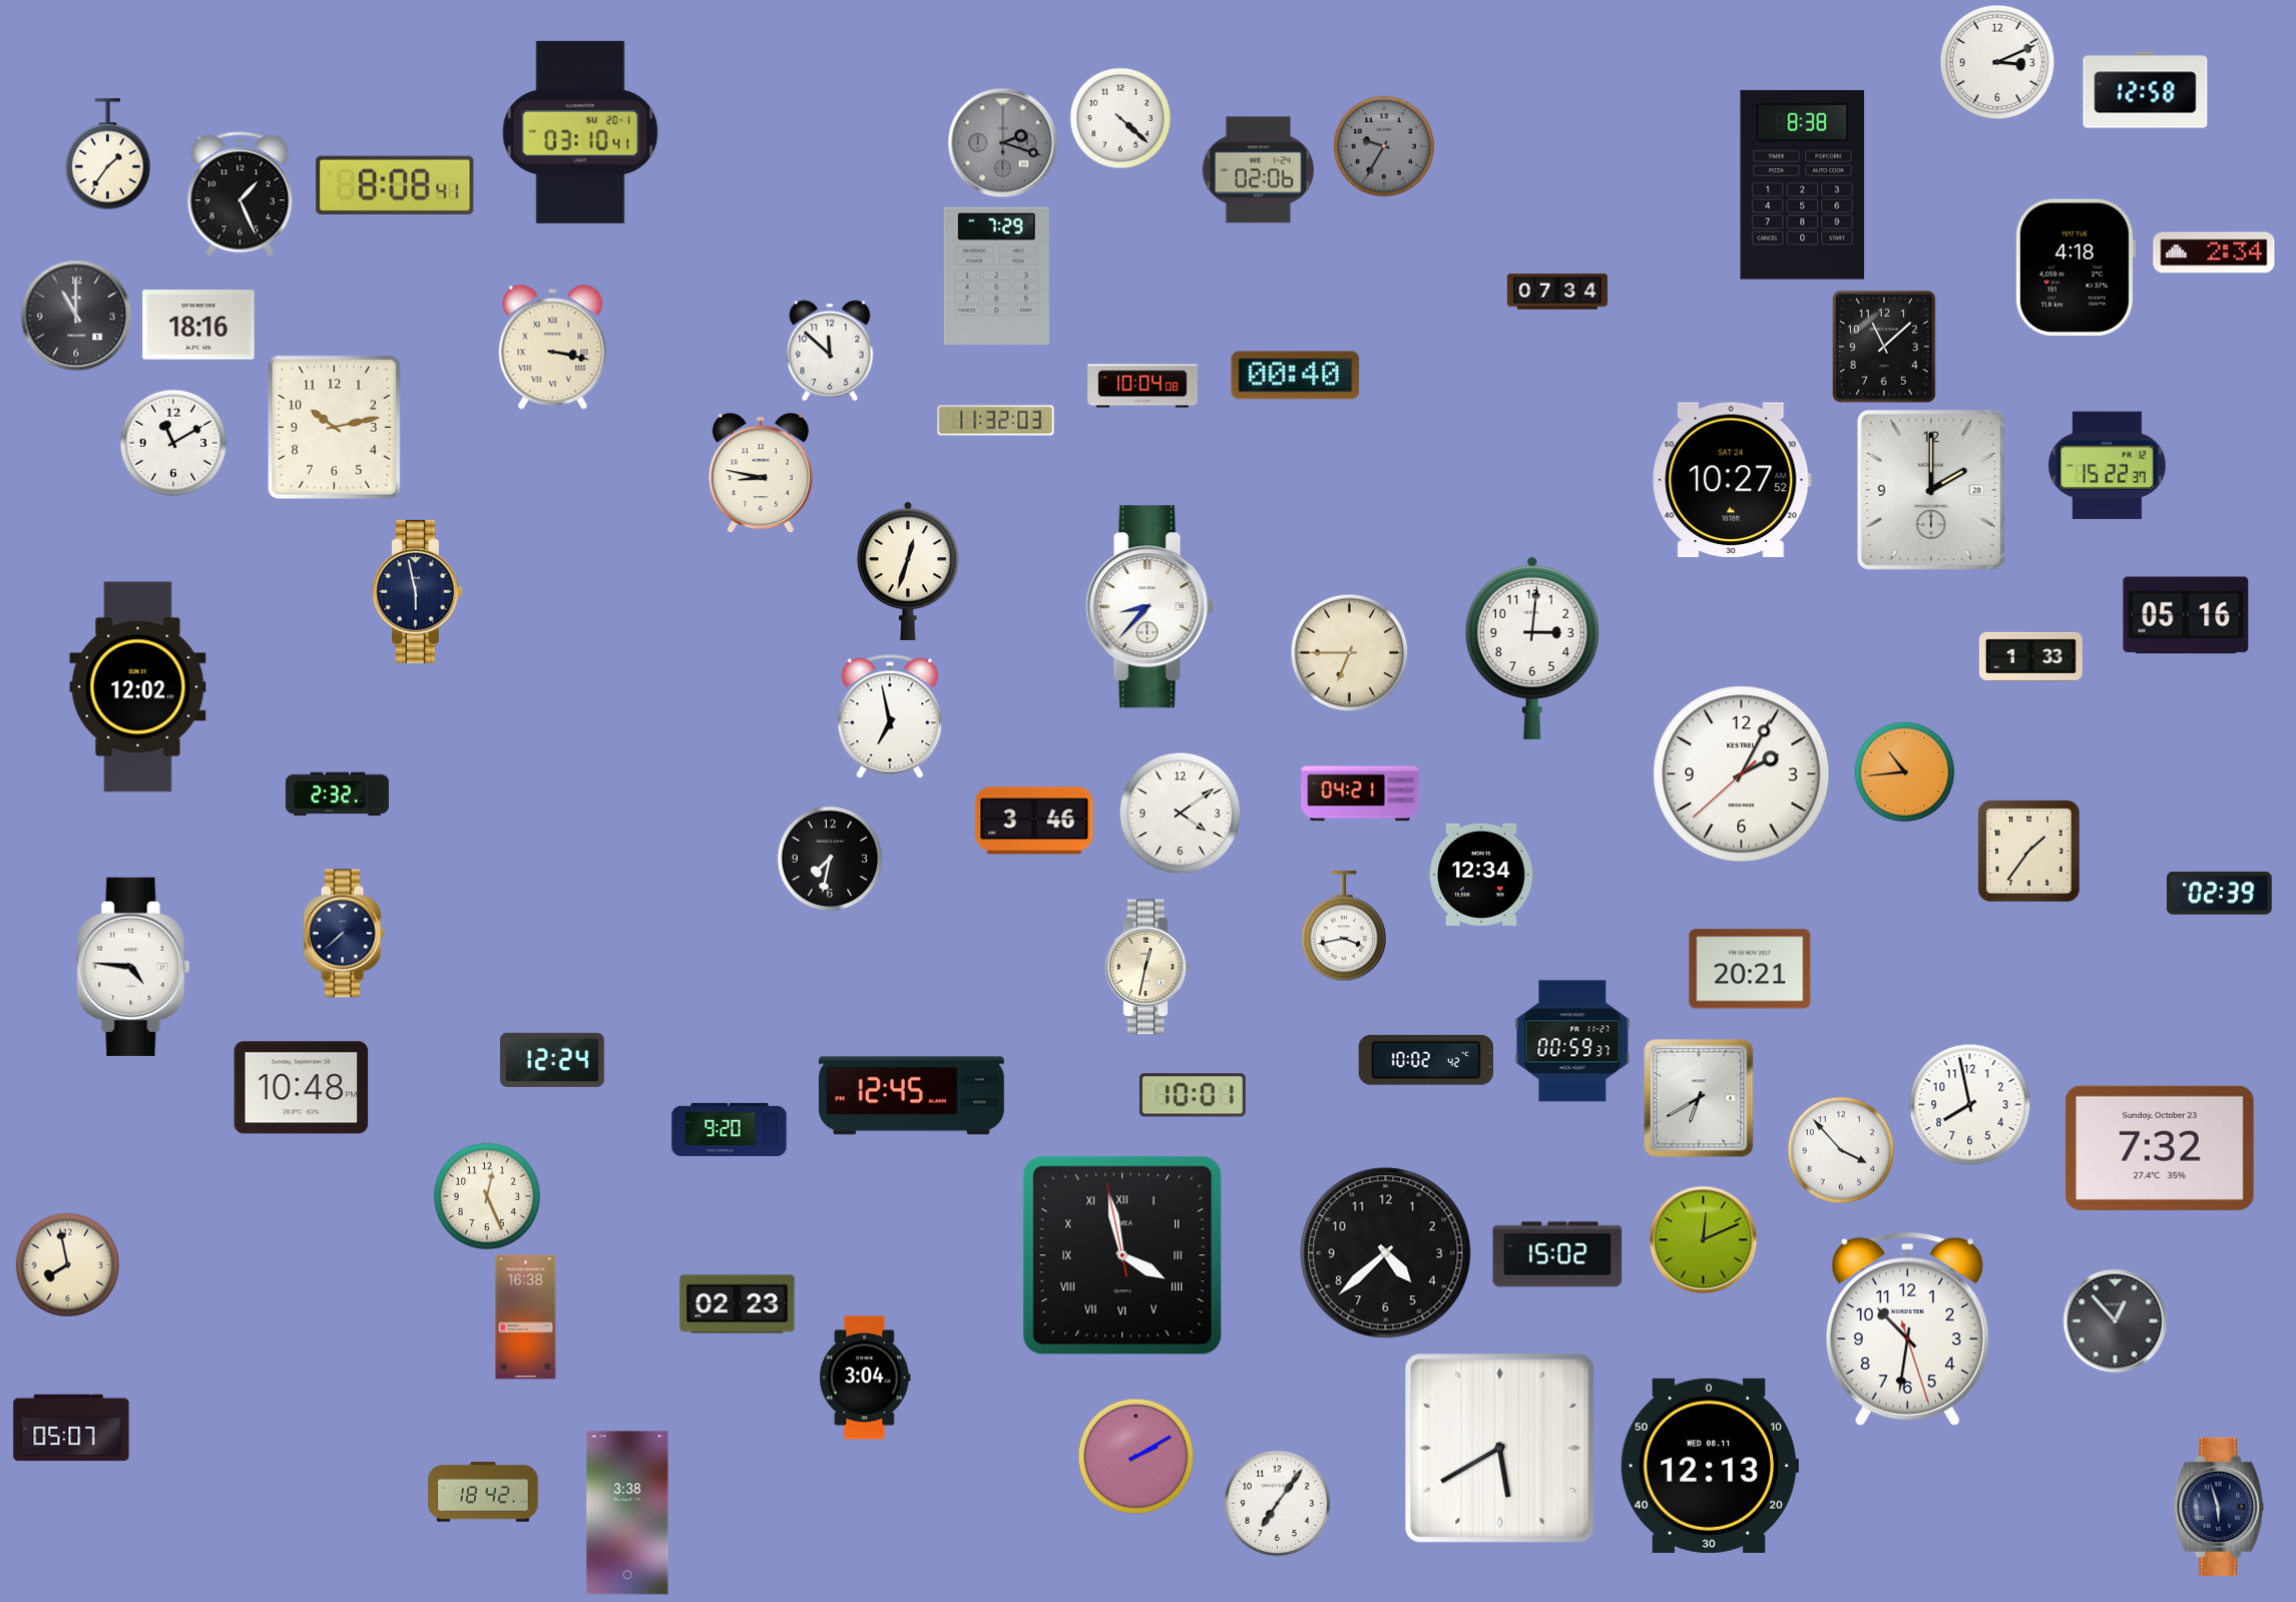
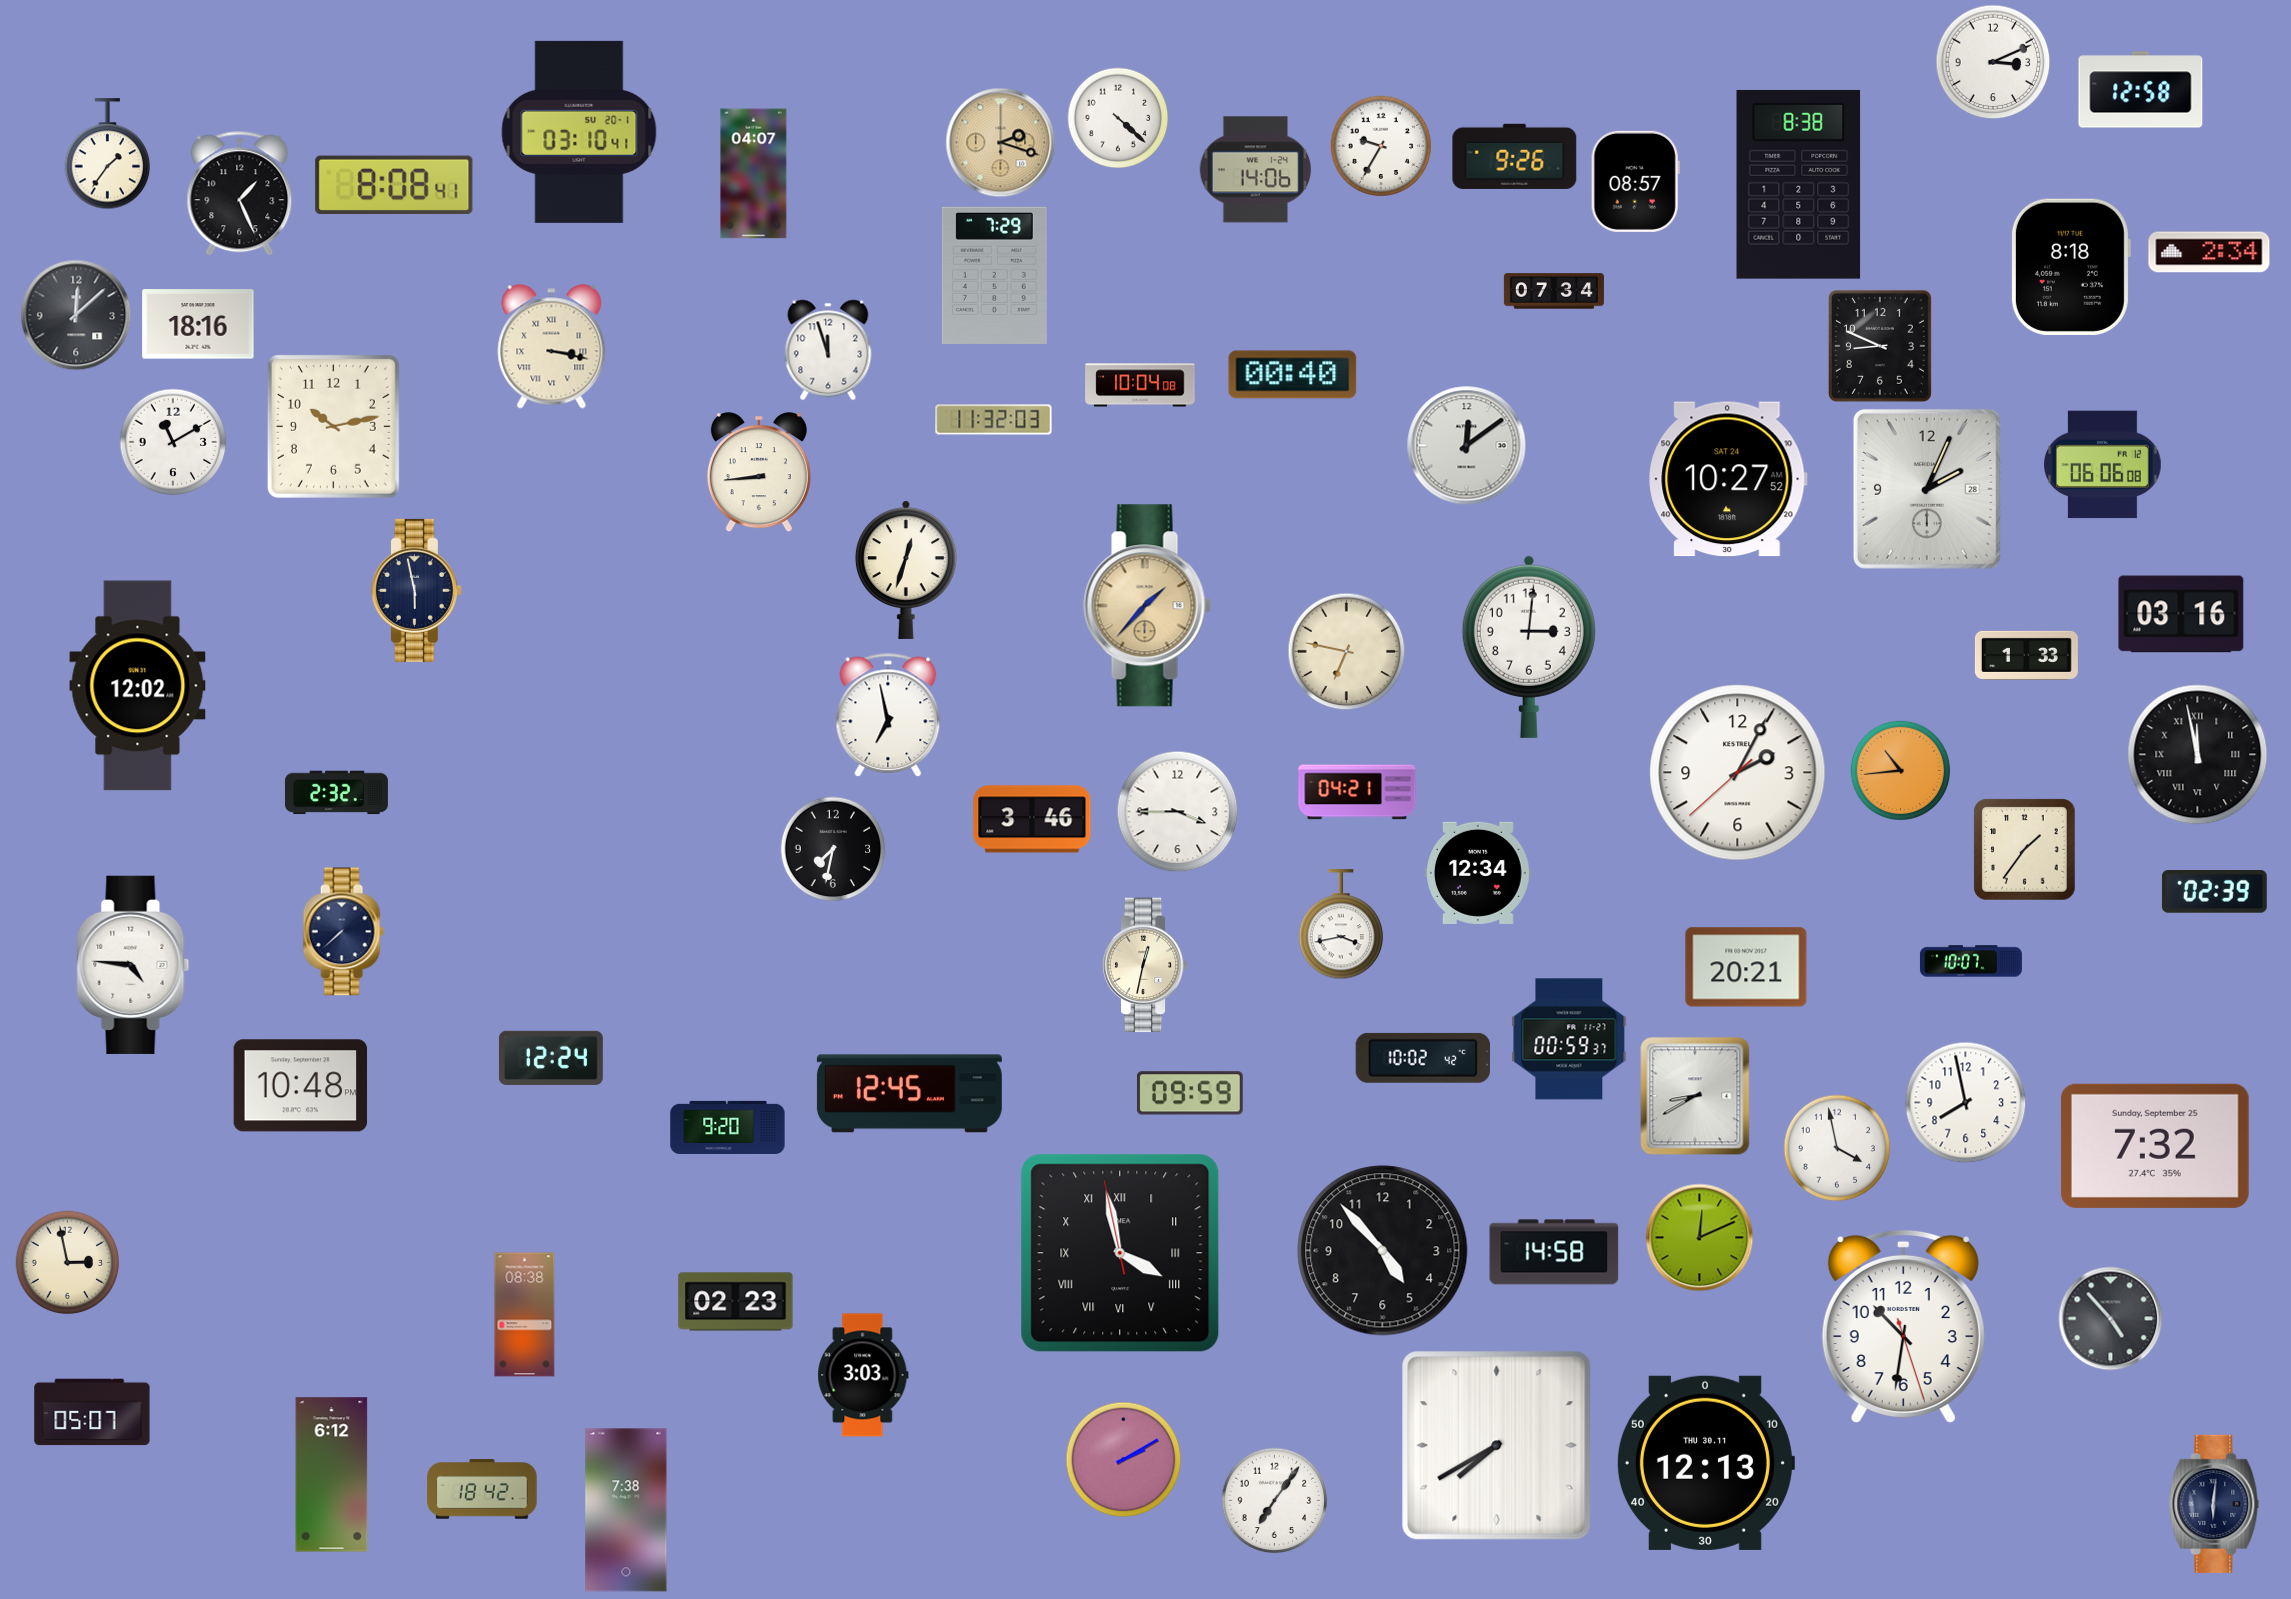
clock at (1003, 143) dial: grey -> champagne
clock at (1384, 146) dial: grey -> white
clock at (1515, 156): none -> 9:26
clock at (1259, 170): 02:06 -> 14:06
clock at (754, 174): none -> 04:07
clock at (1635, 181): none -> 08:57
clock at (2075, 268): 4:18 -> 8:18
clock at (76, 316): 11:00 -> 12:08
clock at (1884, 347): 11:08 -> 8:49
clock at (830, 351): 11:52 -> 11:57
clock at (1467, 446): none -> 12:09
clock at (2108, 466): 15:22 -> 06:06
clock at (761, 474): 8:47 -> 8:44
clock at (1931, 490): 2:00 -> 2:04
clock at (1151, 607): 8:37 -> 1:37
clock at (1151, 607) dial: white -> champagne
clock at (2186, 615): 05:16 -> 03:16
clock at (1350, 653): 6:45 -> 6:47
clock at (2198, 755): none -> 11:58
clock at (1181, 814): 4:09 -> 3:45
clock at (830, 859) position: (830, 859) -> (833, 849)
clock at (1971, 961): none -> 10:07
clock at (1193, 1095): 10:01 -> 09:59
clock at (1699, 1098): 6:40 -> 8:40
clock at (2160, 1148) date: Sunday, October 23 -> Sunday, September 25
clock at (1841, 1150): 3:53 -> 3:58
clock at (487, 1196): 12:26 -> none
clock at (1386, 1253): 4:38 -> 4:53
clock at (1557, 1254): 15:02 -> 14:58
clock at (68, 1265): 7:58 -> 2:58
clock at (526, 1317): 16:38 -> 08:38
clock at (2116, 1321): 12:53 -> 4:53
clock at (865, 1378): 3:04 -> 3:03
clock at (71, 1428) position: (71, 1428) -> (92, 1412)
clock at (1500, 1449): 5:40 -> 7:40
clock at (1136, 1457) position: (1136, 1457) -> (1124, 1460)
clock at (1709, 1466) date: WED 08.11 -> THU 30.11
clock at (332, 1475): none -> 6:12
clock at (2219, 1507): 5:57 -> 6:01
clock at (627, 1513): 3:38 -> 7:38
